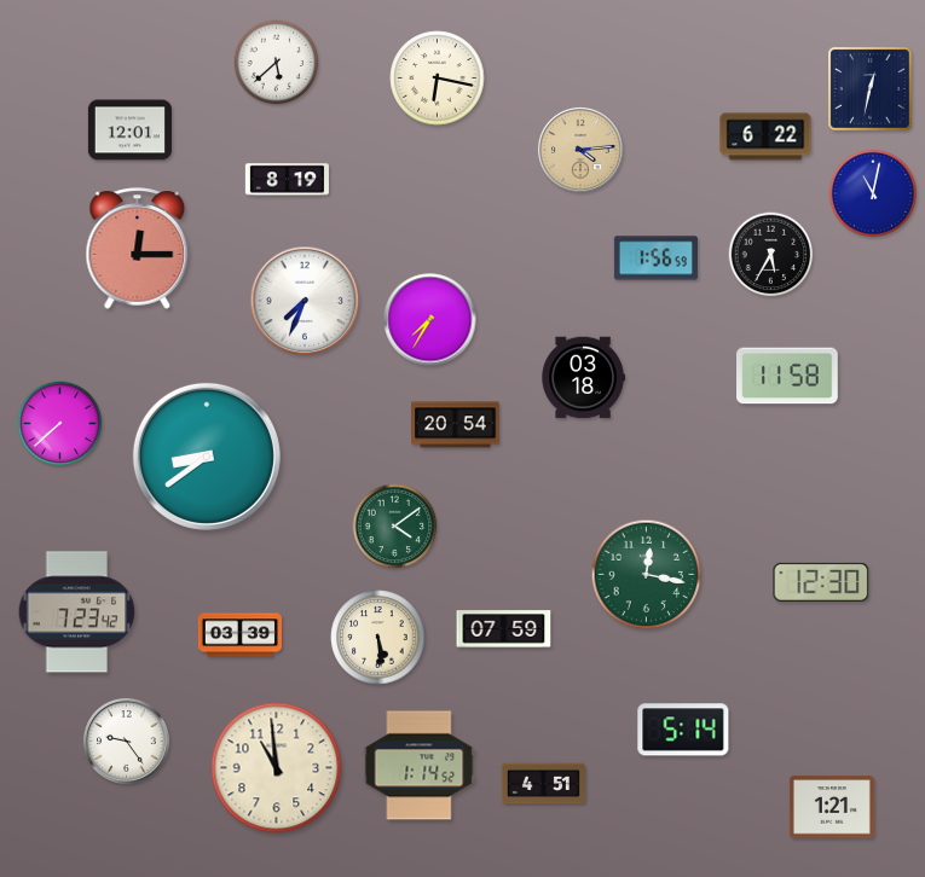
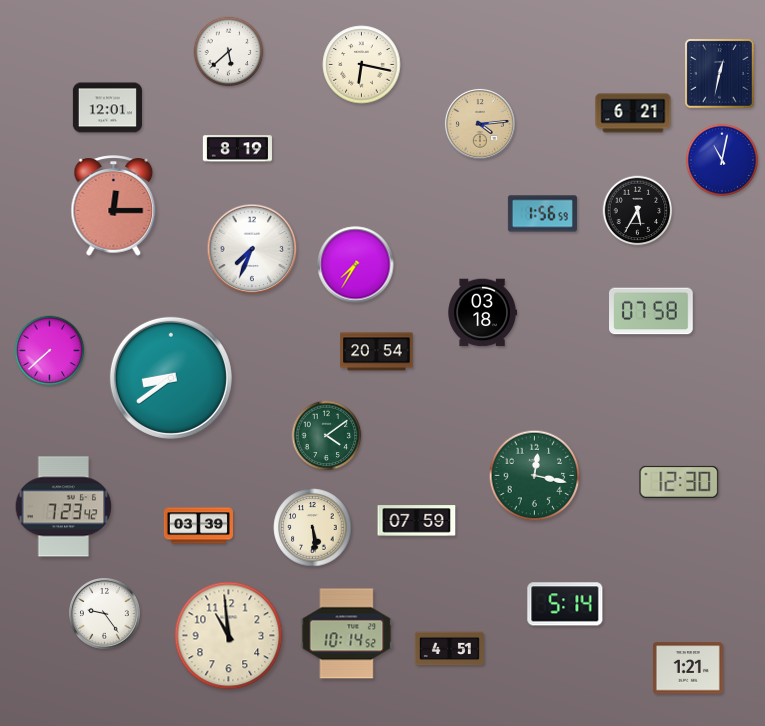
clock at (765, 137): 6:22 -> 6:21
clock at (788, 376): 11:58 -> 07:58
clock at (420, 766): 1:14 -> 10:14
